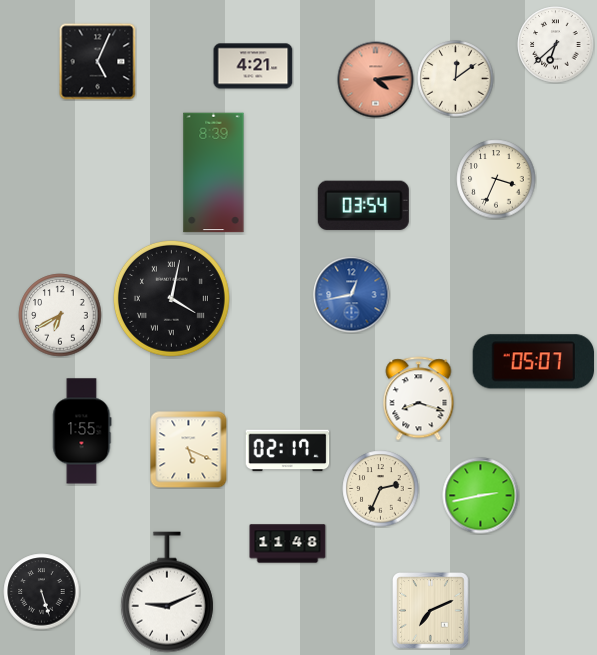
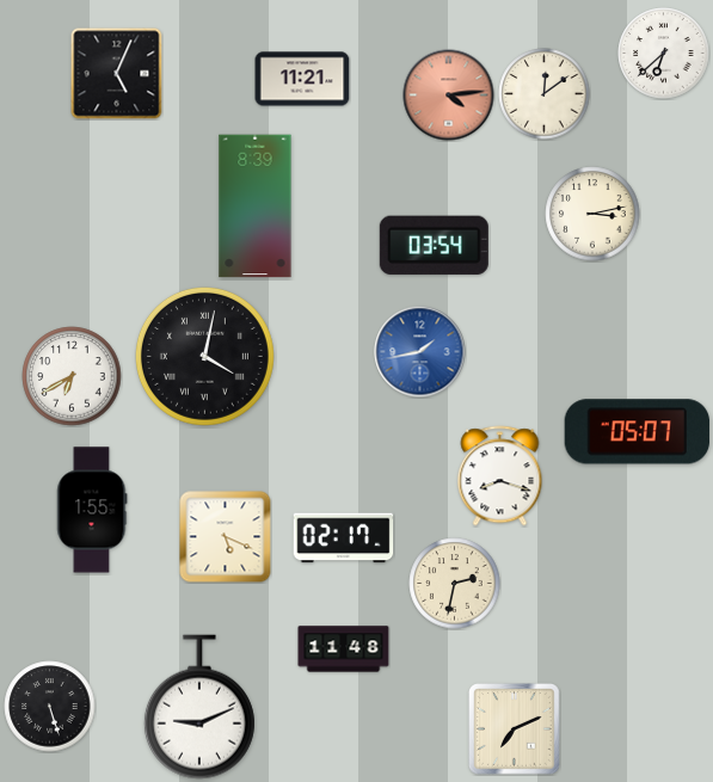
clock at (253, 66): 4:21 -> 11:21
clock at (496, 179): 3:34 -> 3:13
clock at (352, 295): 12:43 -> 1:43
clock at (82, 431) position: (82, 431) -> (92, 510)
clock at (381, 489): 2:34 -> 2:32
clock at (481, 496): 2:43 -> none
